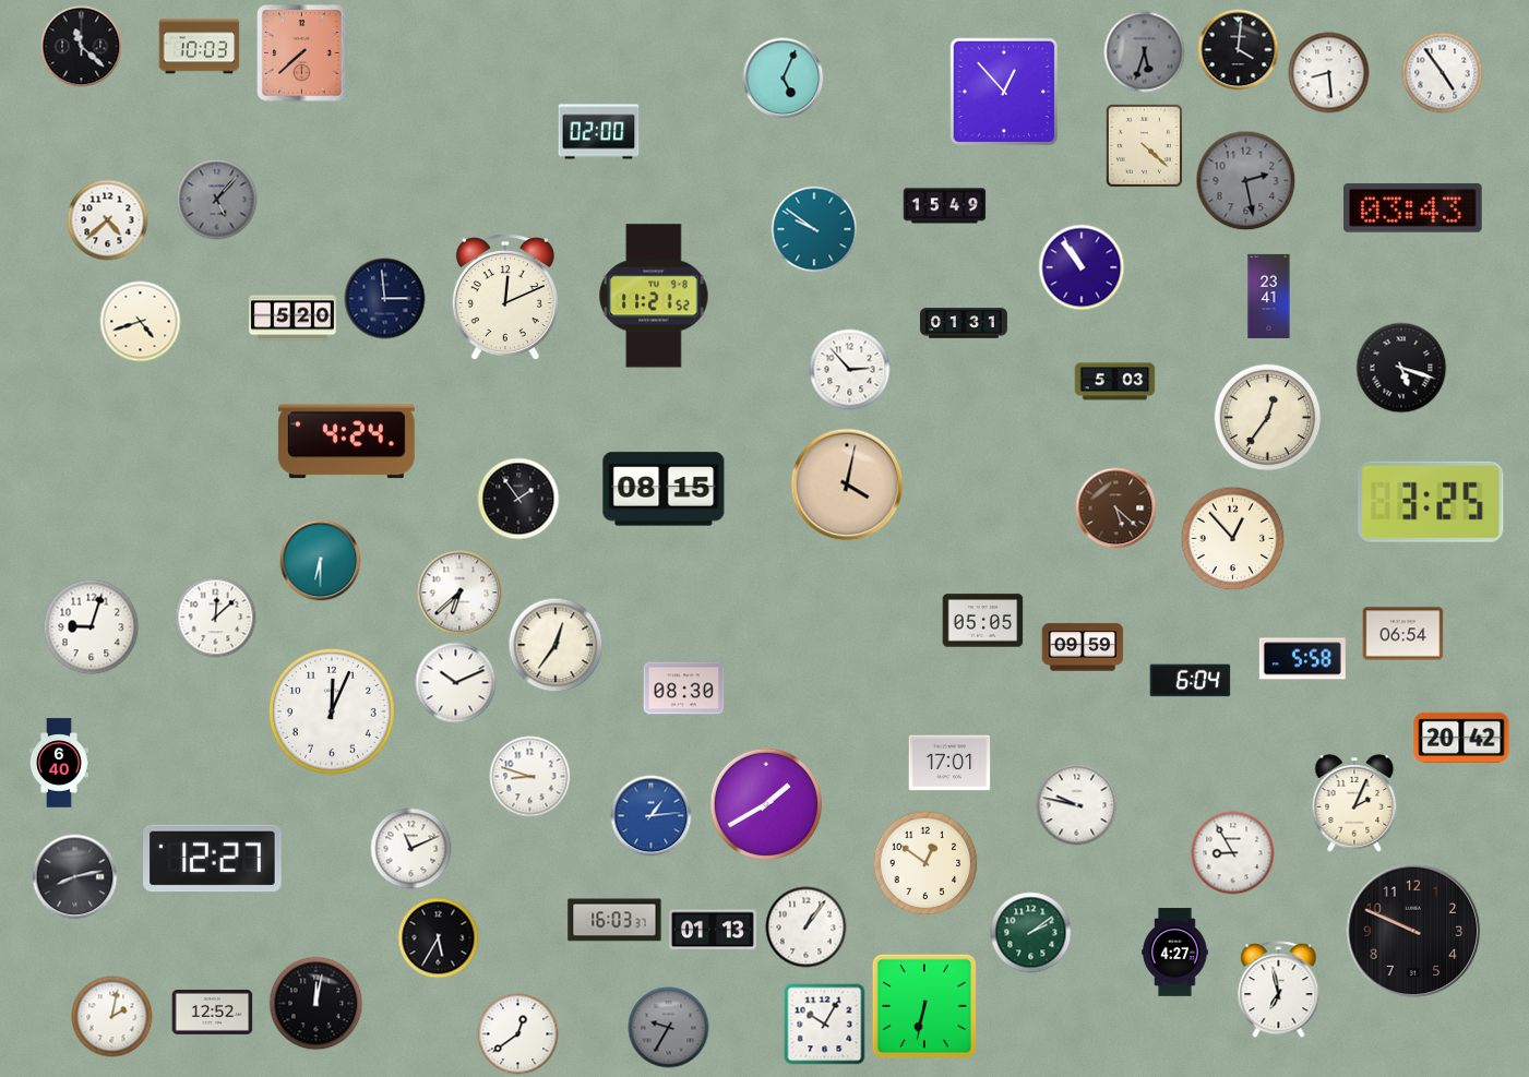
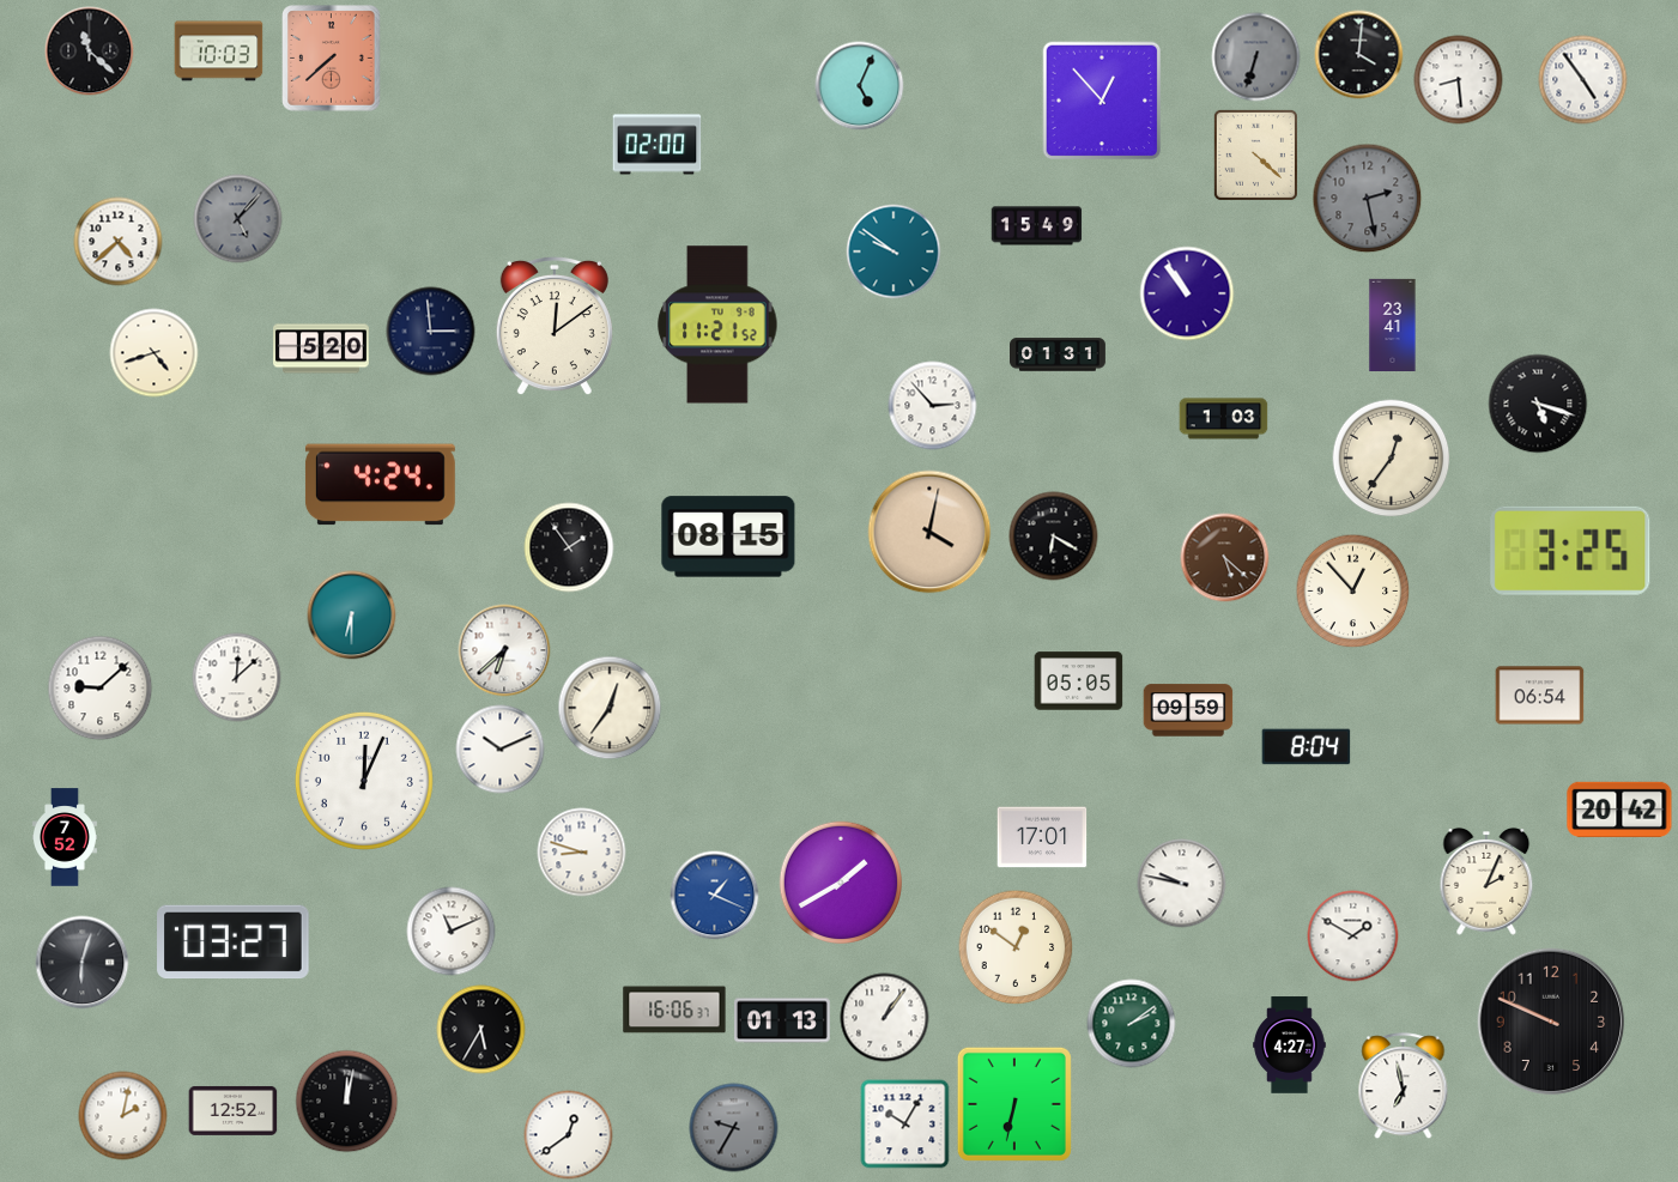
clock at (1145, 52): 5:33 -> 6:33
clock at (1144, 145) position: (1144, 145) -> (1255, 154)
clock at (1413, 208): 03:43 -> none
clock at (505, 297): 12:11 -> 12:09
clock at (385, 299) position: (385, 299) -> (431, 332)
clock at (1115, 382): 5:03 -> 1:03
clock at (1054, 537): none -> 6:20
clock at (92, 627): 9:03 -> 9:08
clock at (1302, 659): 5:58 -> none
clock at (1191, 681): 6:04 -> 8:04
clock at (684, 689): 08:30 -> none
clock at (1461, 737) position: (1461, 737) -> (1619, 808)
clock at (59, 763): 6:40 -> 7:52
clock at (652, 816): 1:14 -> 1:19
clock at (1233, 853): 8:55 -> 1:50
clock at (213, 859): 12:27 -> 03:27
clock at (75, 877): 8:13 -> 6:03
clock at (614, 920): 16:03 -> 16:06
